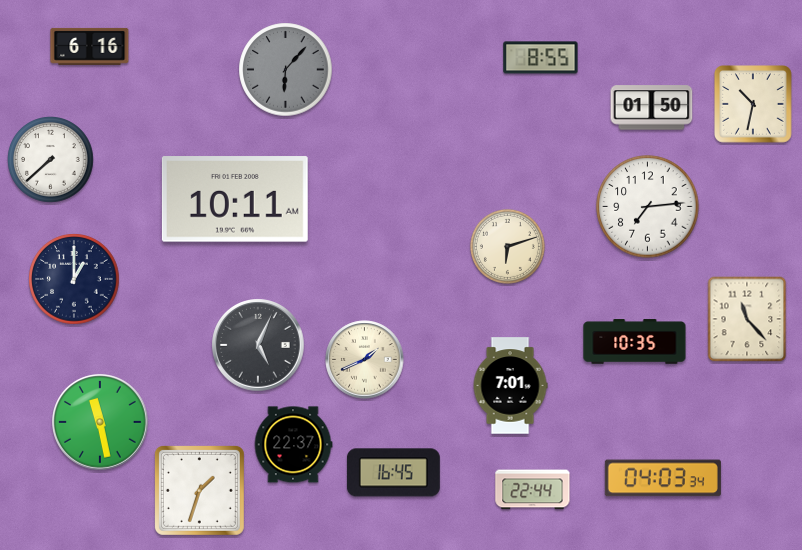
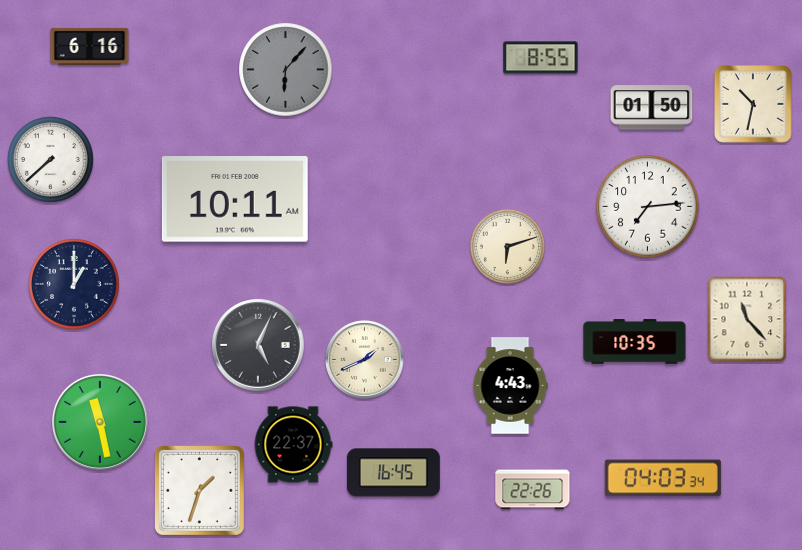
clock at (74, 279) position: (74, 279) -> (74, 284)
clock at (510, 386): 7:01 -> 4:43
clock at (533, 490): 22:44 -> 22:26
